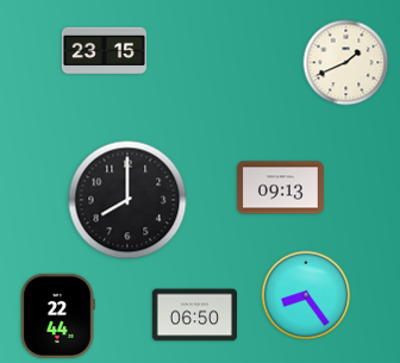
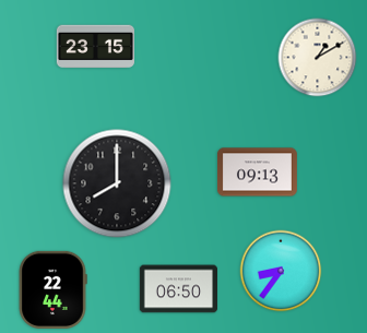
clock at (346, 63): 1:41 -> 1:10
clock at (306, 295): 8:24 -> 8:36
